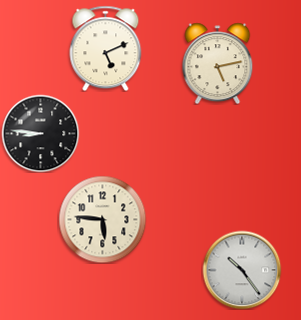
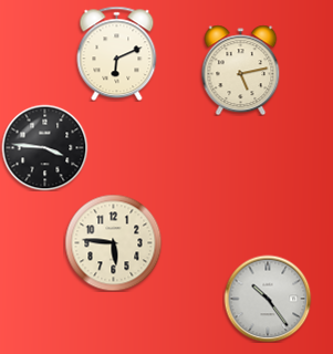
clock at (106, 48): 5:11 -> 6:11
clock at (40, 133): 8:46 -> 3:46
